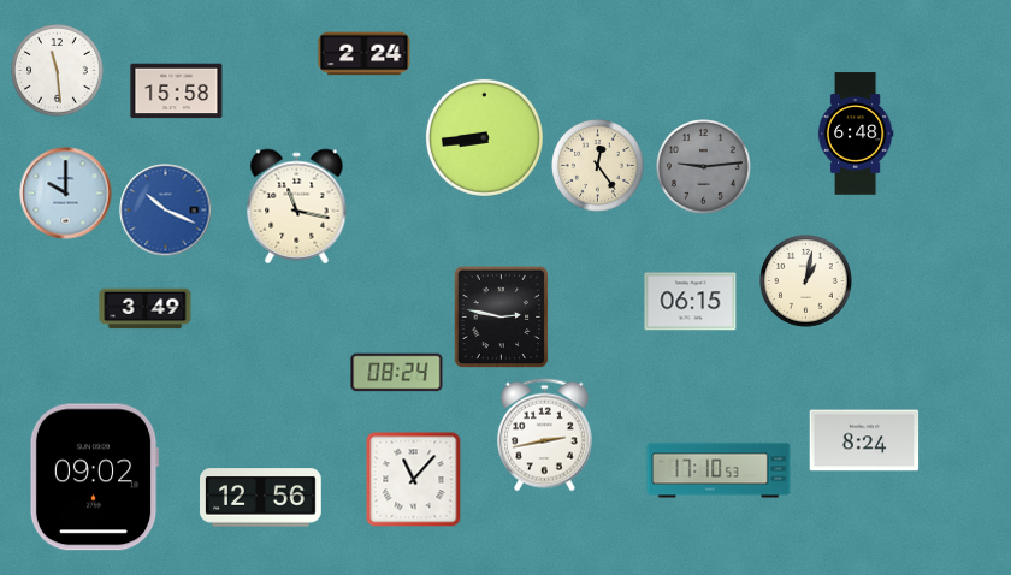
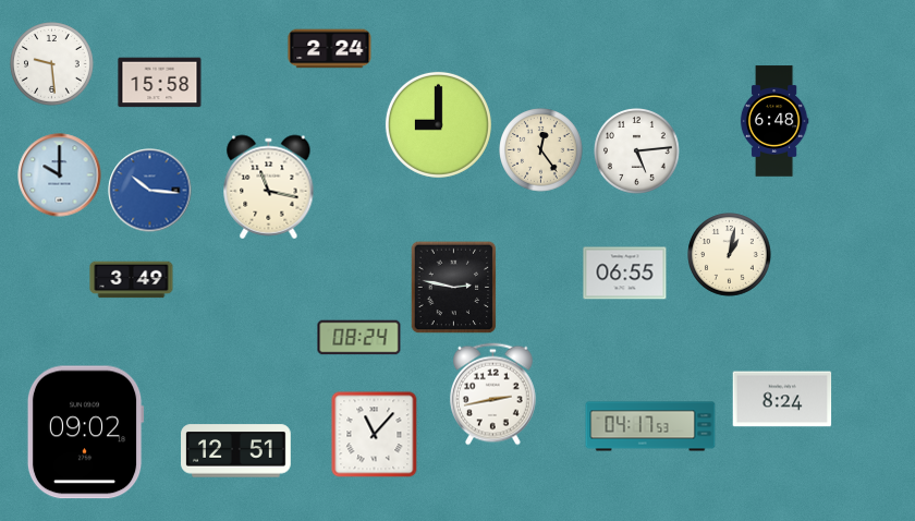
clock at (58, 71): 11:29 -> 9:29
clock at (484, 137): 8:44 -> 9:00
clock at (704, 167): 9:14 -> 5:14
clock at (704, 167) dial: grey -> white
clock at (166, 211): 10:19 -> 10:16
clock at (691, 302): 06:15 -> 06:55
clock at (719, 470): 17:10 -> 04:17
clock at (261, 498): 12:56 -> 12:51
